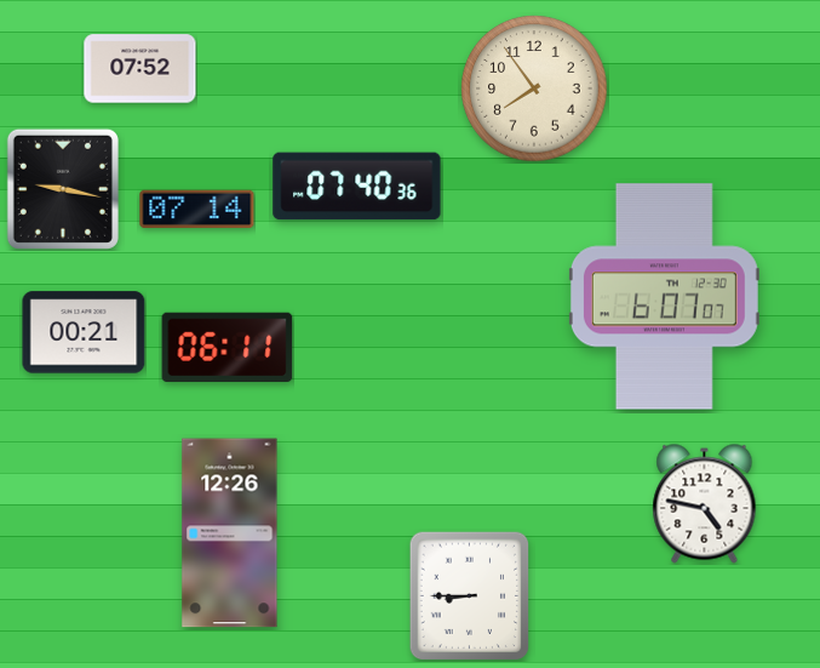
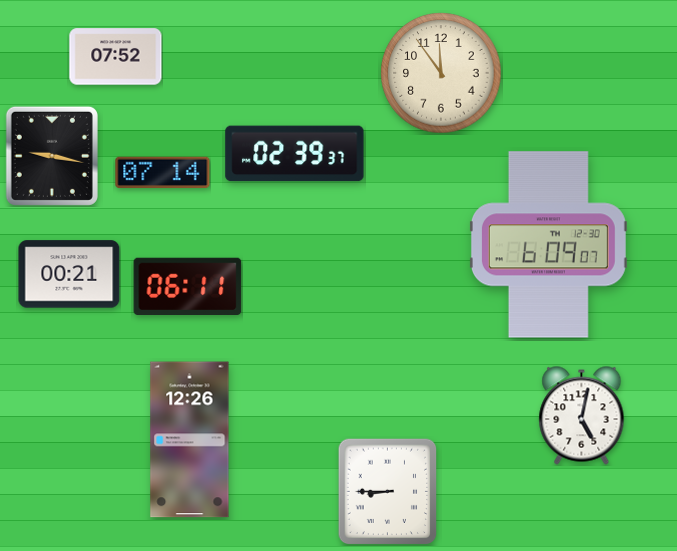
clock at (534, 89): 7:54 -> 11:54
clock at (357, 187): 07:40 -> 02:39
clock at (664, 297): 6:07 -> 6:09
clock at (705, 504): 4:47 -> 5:02
